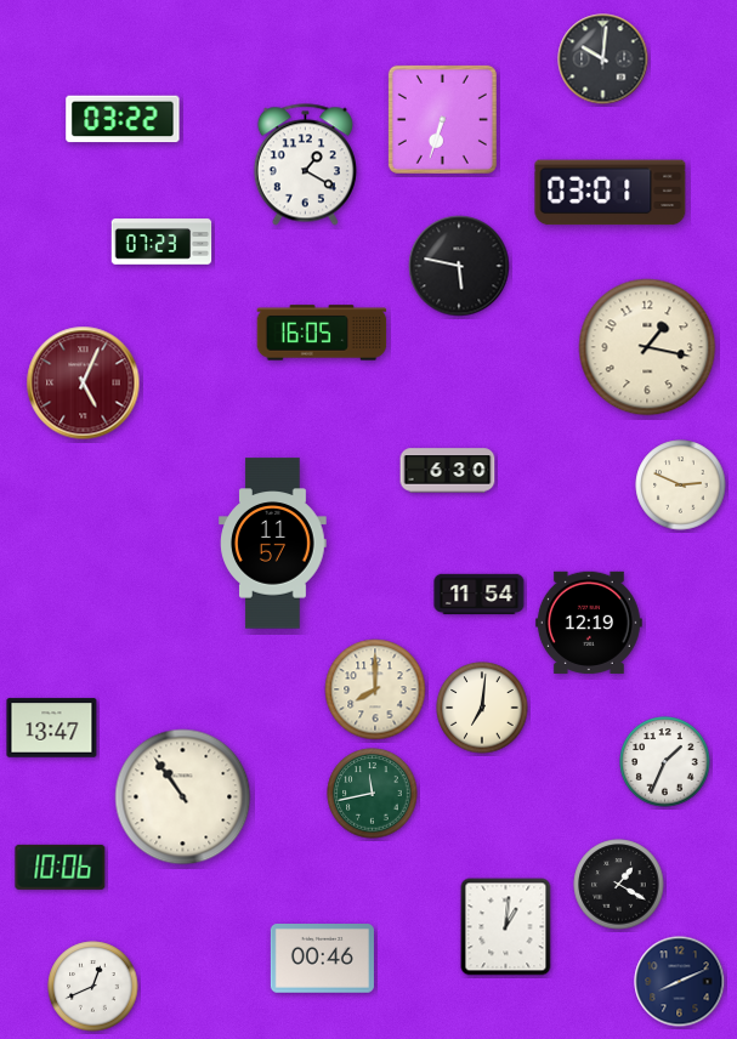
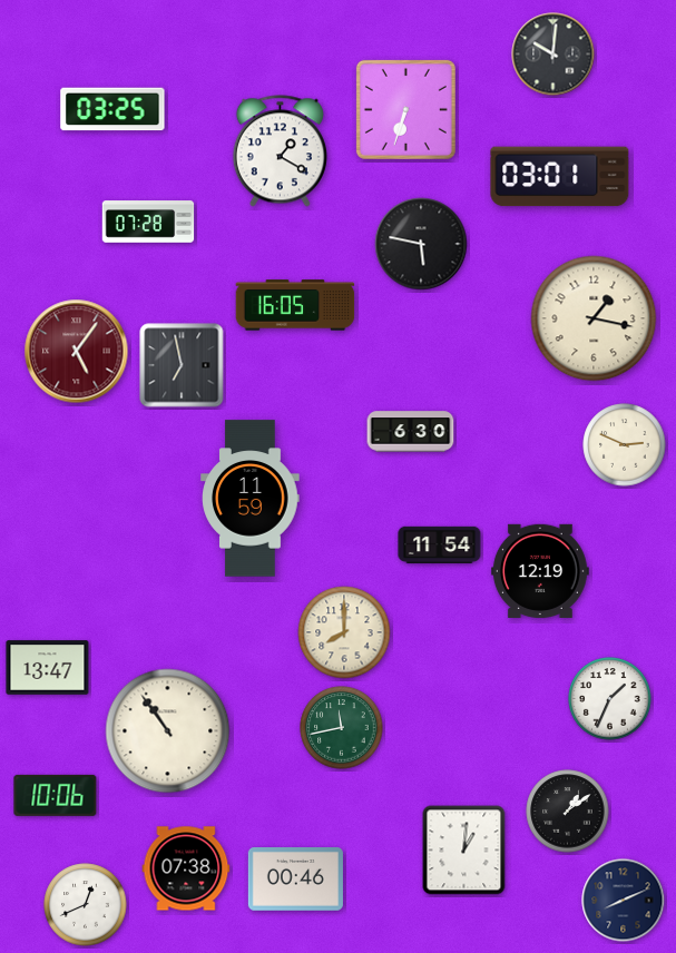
clock at (123, 119): 03:22 -> 03:25
clock at (161, 242): 07:23 -> 07:28
clock at (84, 384): 5:04 -> 5:06
clock at (182, 365): none -> 6:58
clock at (273, 544): 11:57 -> 11:59
clock at (482, 708): 7:01 -> none
clock at (619, 885): 1:20 -> 1:09
clock at (186, 868): none -> 07:38
